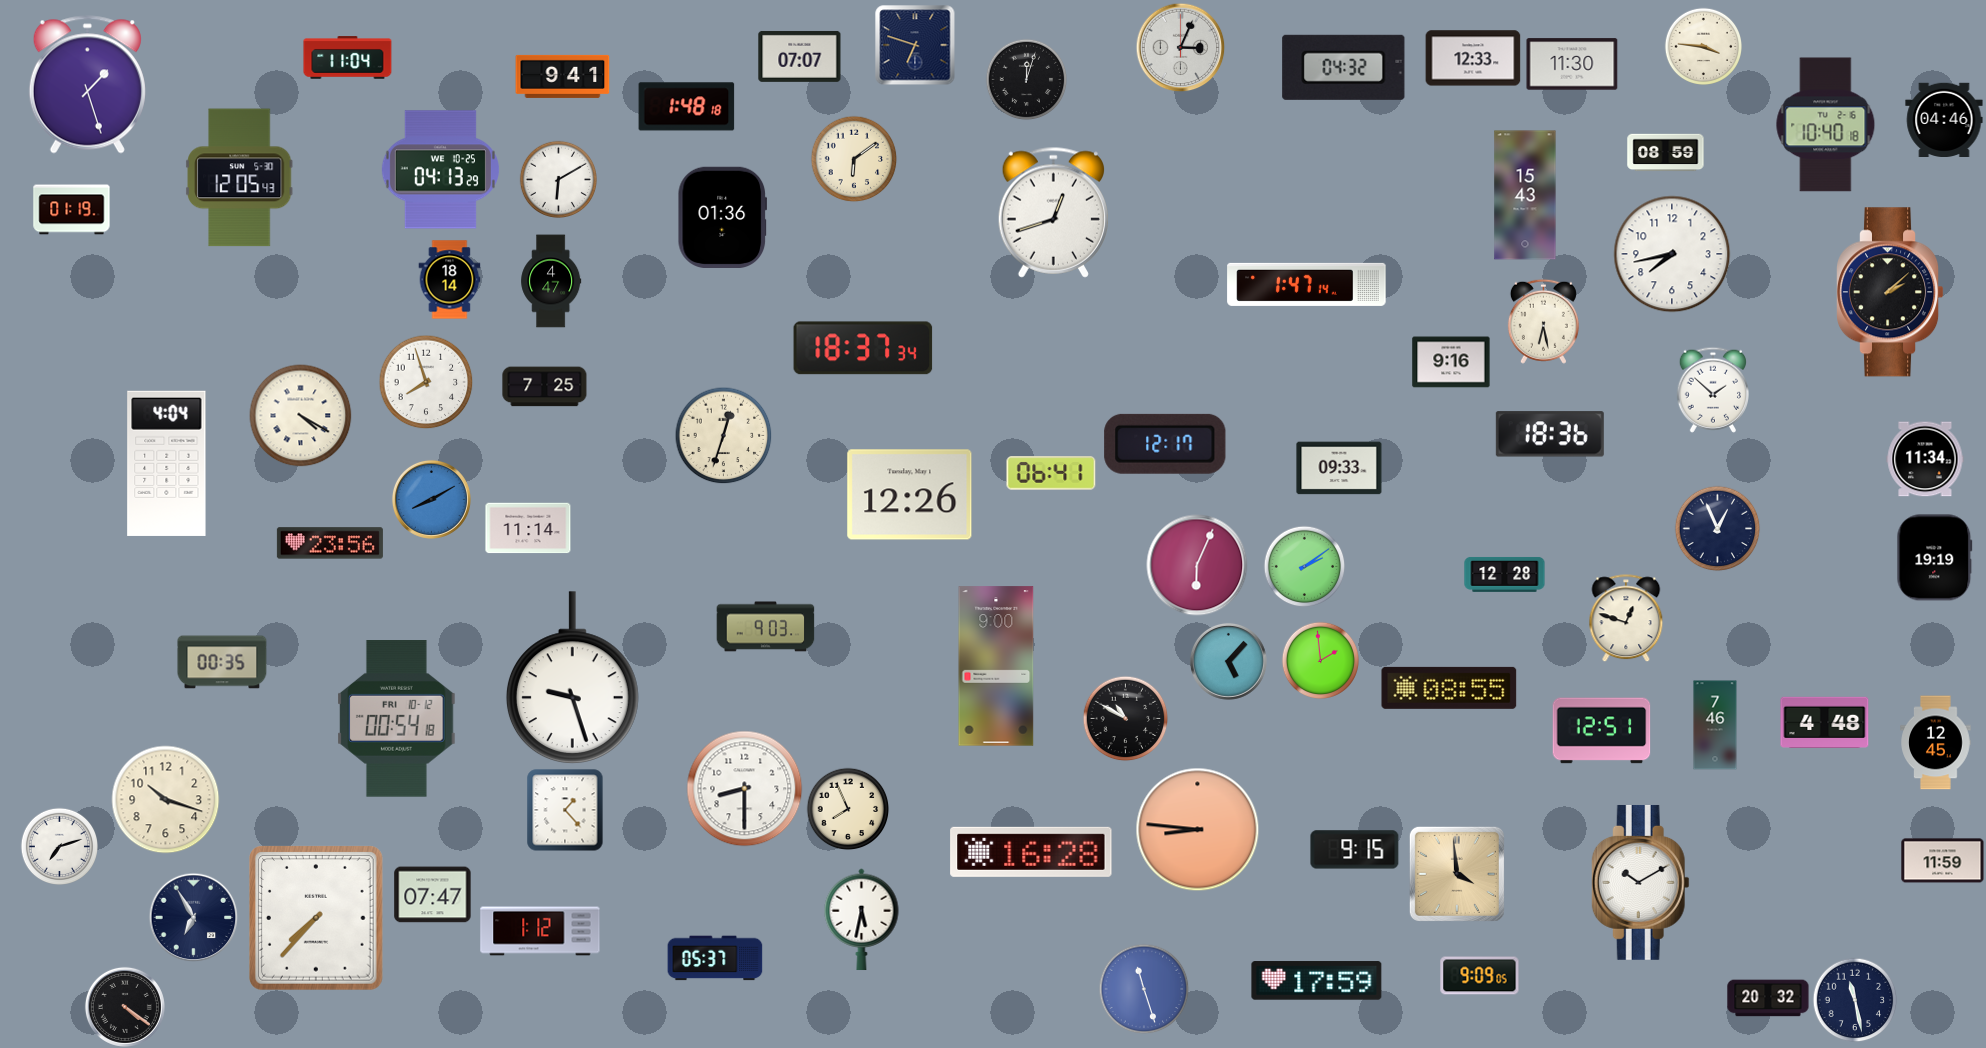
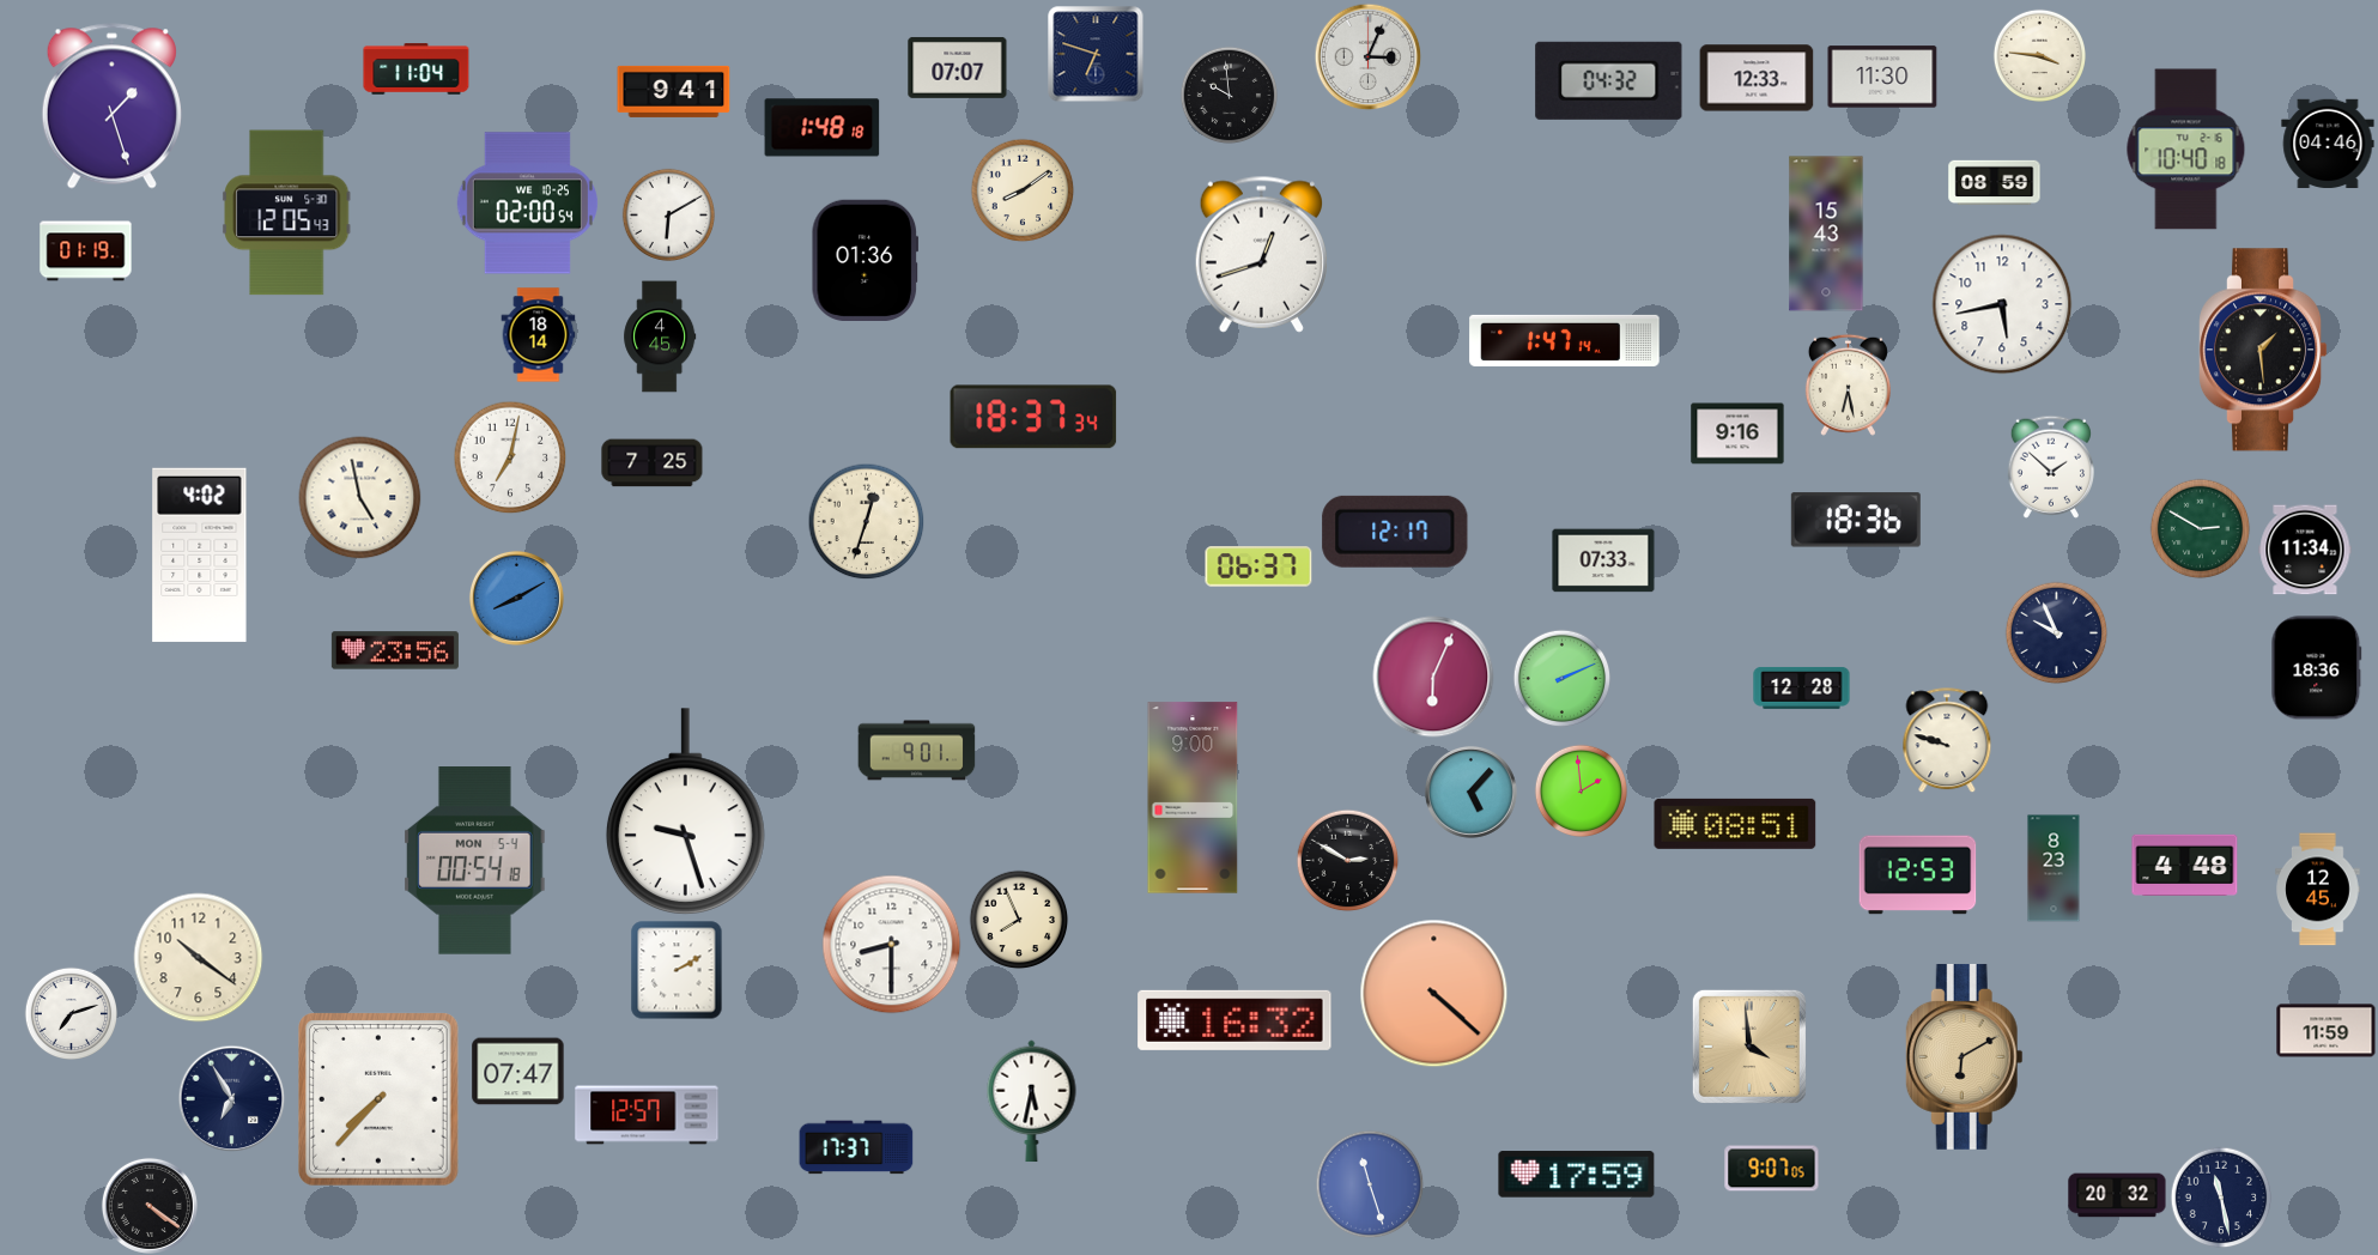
clock at (1180, 47) position: (1180, 47) -> (1367, 56)
clock at (1473, 58) position: (1473, 58) -> (1757, 78)
clock at (1026, 79): 12:03 -> 9:59
clock at (87, 85) position: (87, 85) -> (111, 107)
clock at (854, 159): 6:09 -> 8:09
clock at (440, 170): 04:13 -> 02:00
clock at (1672, 254): 7:43 -> 5:43
clock at (551, 281): 4:47 -> 4:45
clock at (1891, 292): 2:08 -> 1:29
clock at (426, 382): 7:57 -> 7:02
clock at (301, 416): 4:20 -> 4:58
clock at (2200, 528): none -> 2:50
clock at (167, 463): 4:04 -> 4:02
clock at (1339, 468): 09:33 -> 07:33
clock at (1051, 473): 06:41 -> 06:37
clock at (910, 495): 12:26 -> none
clock at (528, 528): 11:14 -> none
clock at (1717, 528): 12:56 -> 9:56
clock at (1935, 558): 19:19 -> 18:36
clock at (1304, 566): 2:09 -> 2:11
clock at (1626, 618): 12:48 -> 9:48
clock at (766, 627): 9:03 -> 9:01
clock at (222, 662): 00:35 -> none
clock at (1449, 688): 08:55 -> 08:51
clock at (1125, 718): 10:50 -> 2:50
clock at (397, 719) date: FRI 10-12 -> MON 5-4
clock at (1715, 725): 7:46 -> 8:23
clock at (1602, 731): 12:51 -> 12:53
clock at (166, 800): 10:18 -> 10:21
clock at (848, 809) position: (848, 809) -> (1019, 920)
clock at (565, 810): 1:23 -> 2:10
clock at (1198, 830): 8:46 -> 4:22
clock at (1355, 850): 9:15 -> none
clock at (1031, 852): 16:28 -> 16:32
clock at (1457, 874) position: (1457, 874) -> (1749, 1047)
clock at (1640, 882): 10:10 -> 6:10
clock at (1640, 882) dial: white -> champagne
clock at (540, 931): 1:12 -> 12:57
clock at (715, 958): 05:37 -> 17:37
clock at (1480, 976): 9:09 -> 9:07
